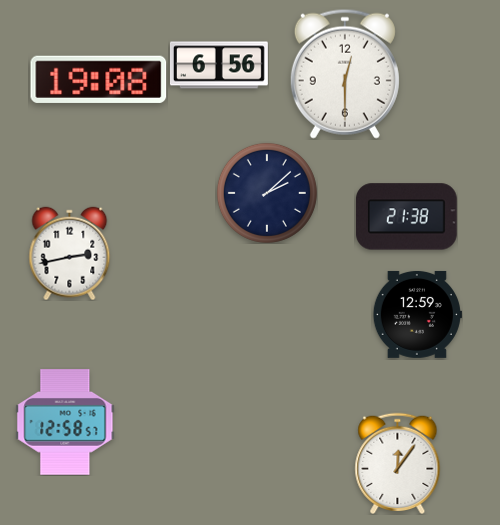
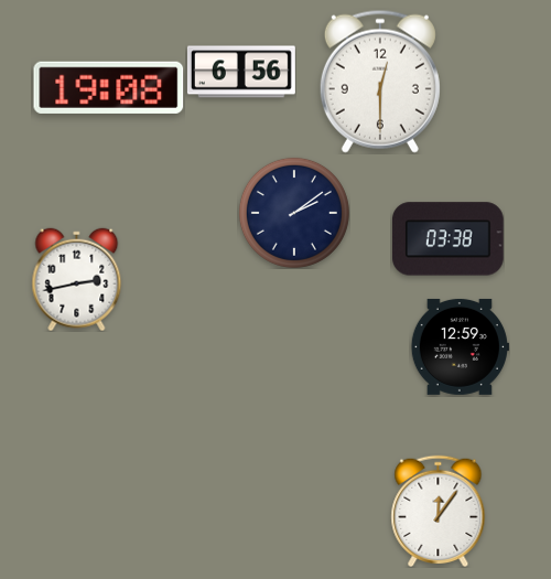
clock at (267, 193): 2:08 -> 2:09
clock at (407, 217): 21:38 -> 03:38
clock at (65, 422): 12:58 -> none
